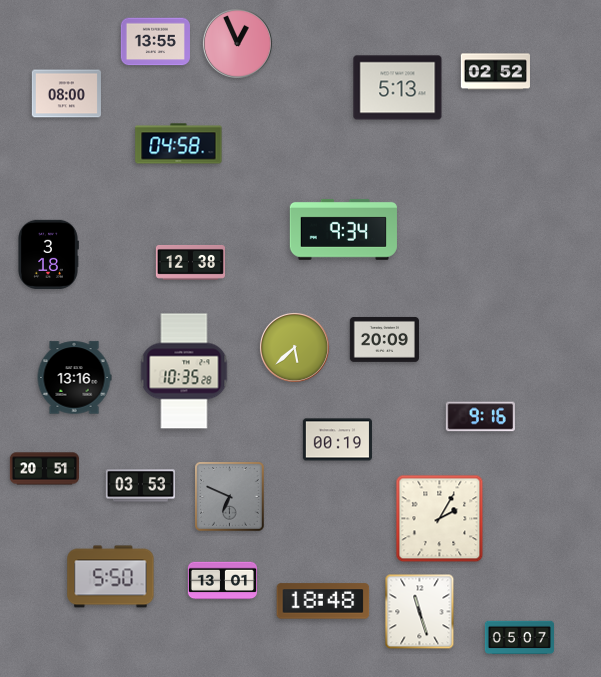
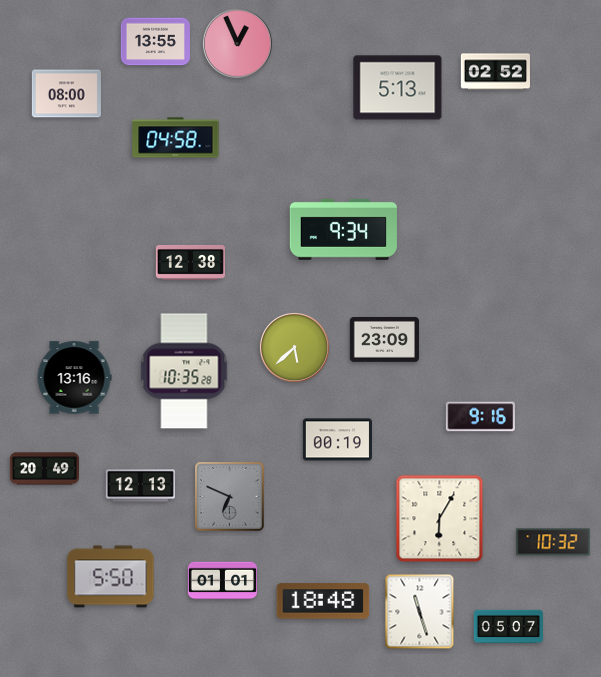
clock at (179, 144) position: (179, 144) -> (176, 138)
clock at (48, 254): 3:18 -> none
clock at (384, 339): 20:09 -> 23:09
clock at (44, 469): 20:51 -> 20:49
clock at (140, 486): 03:53 -> 12:13
clock at (440, 519): 2:05 -> 6:05
clock at (553, 542): none -> 10:32
clock at (222, 581): 13:01 -> 01:01
clock at (519, 638) position: (519, 638) -> (508, 627)
